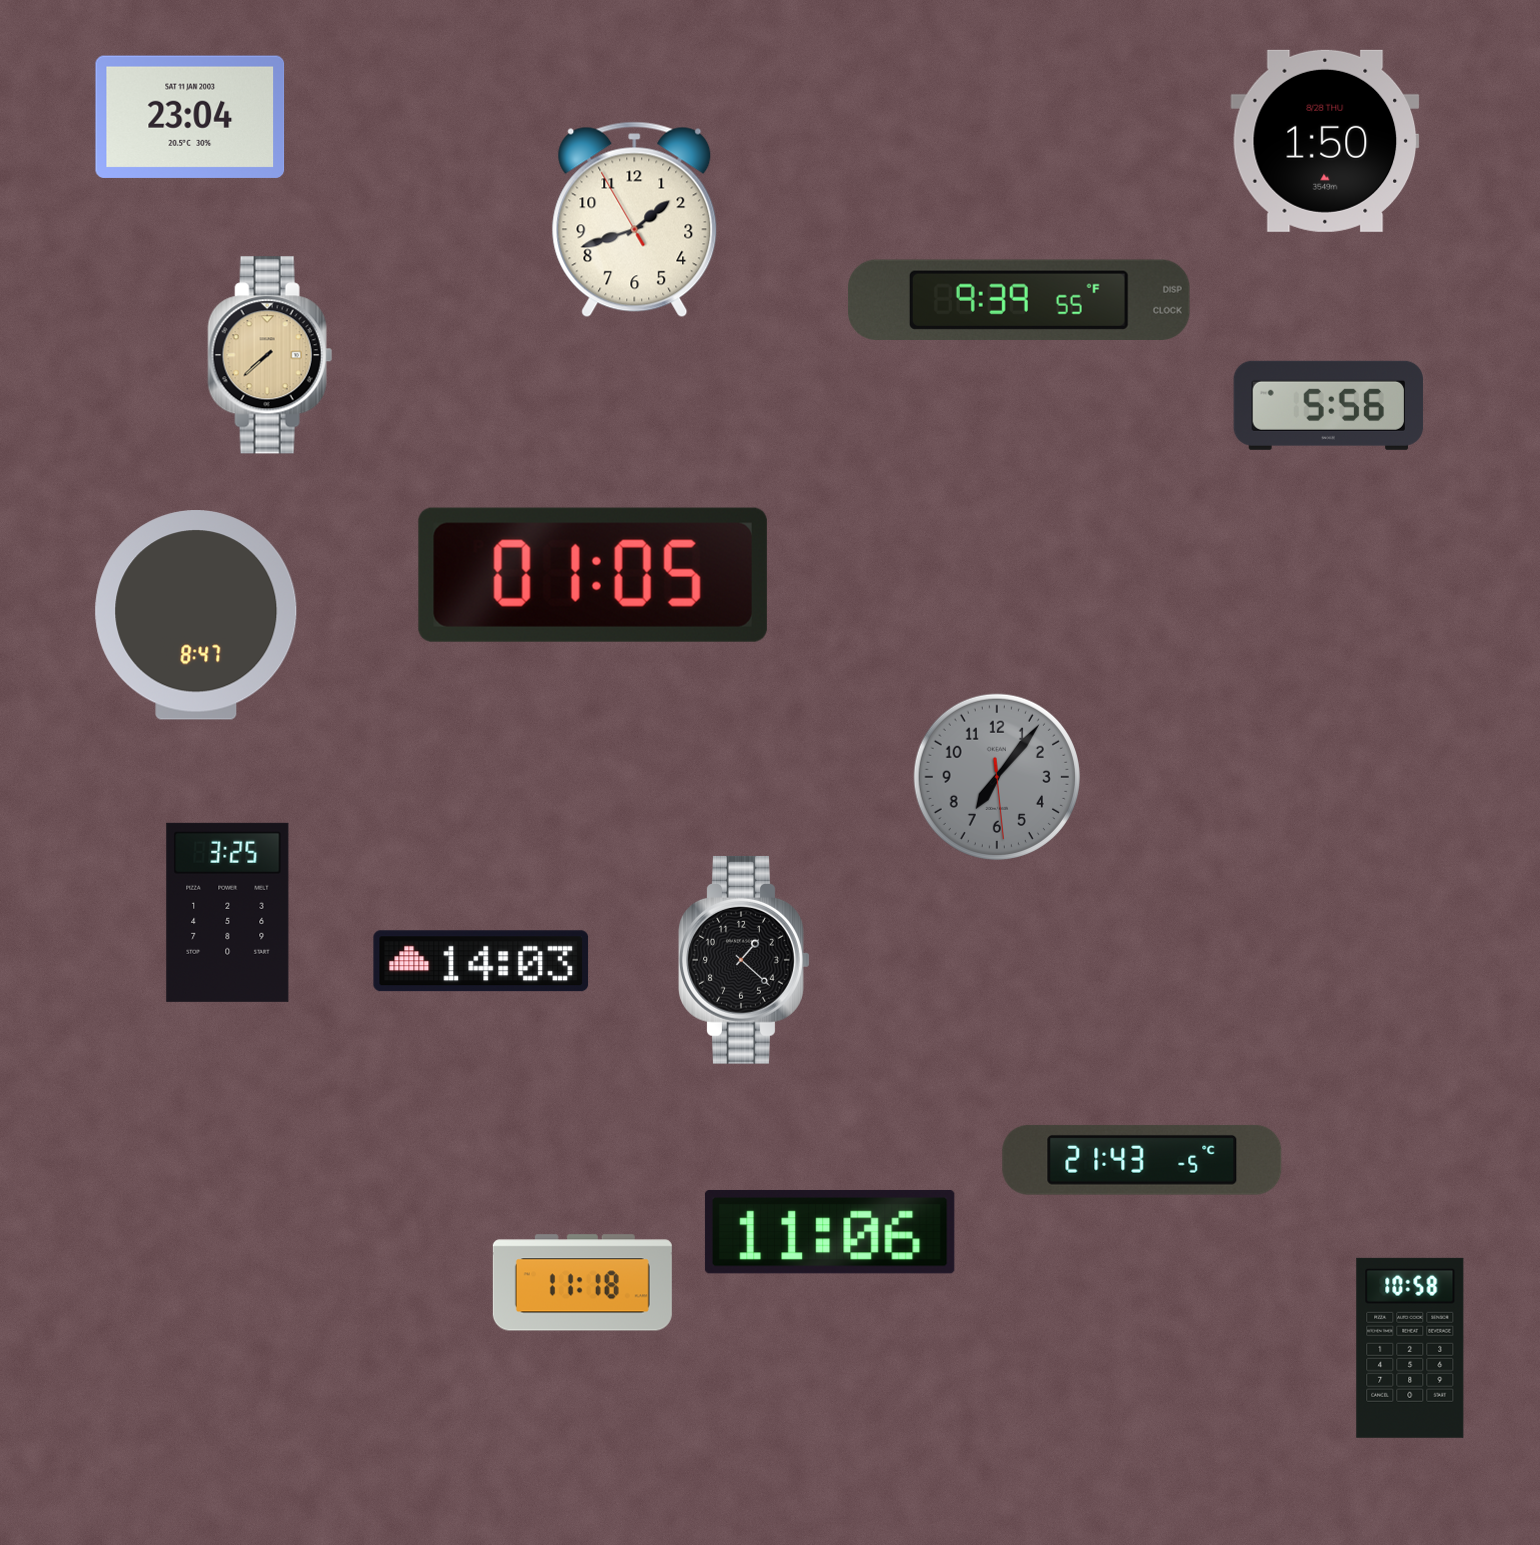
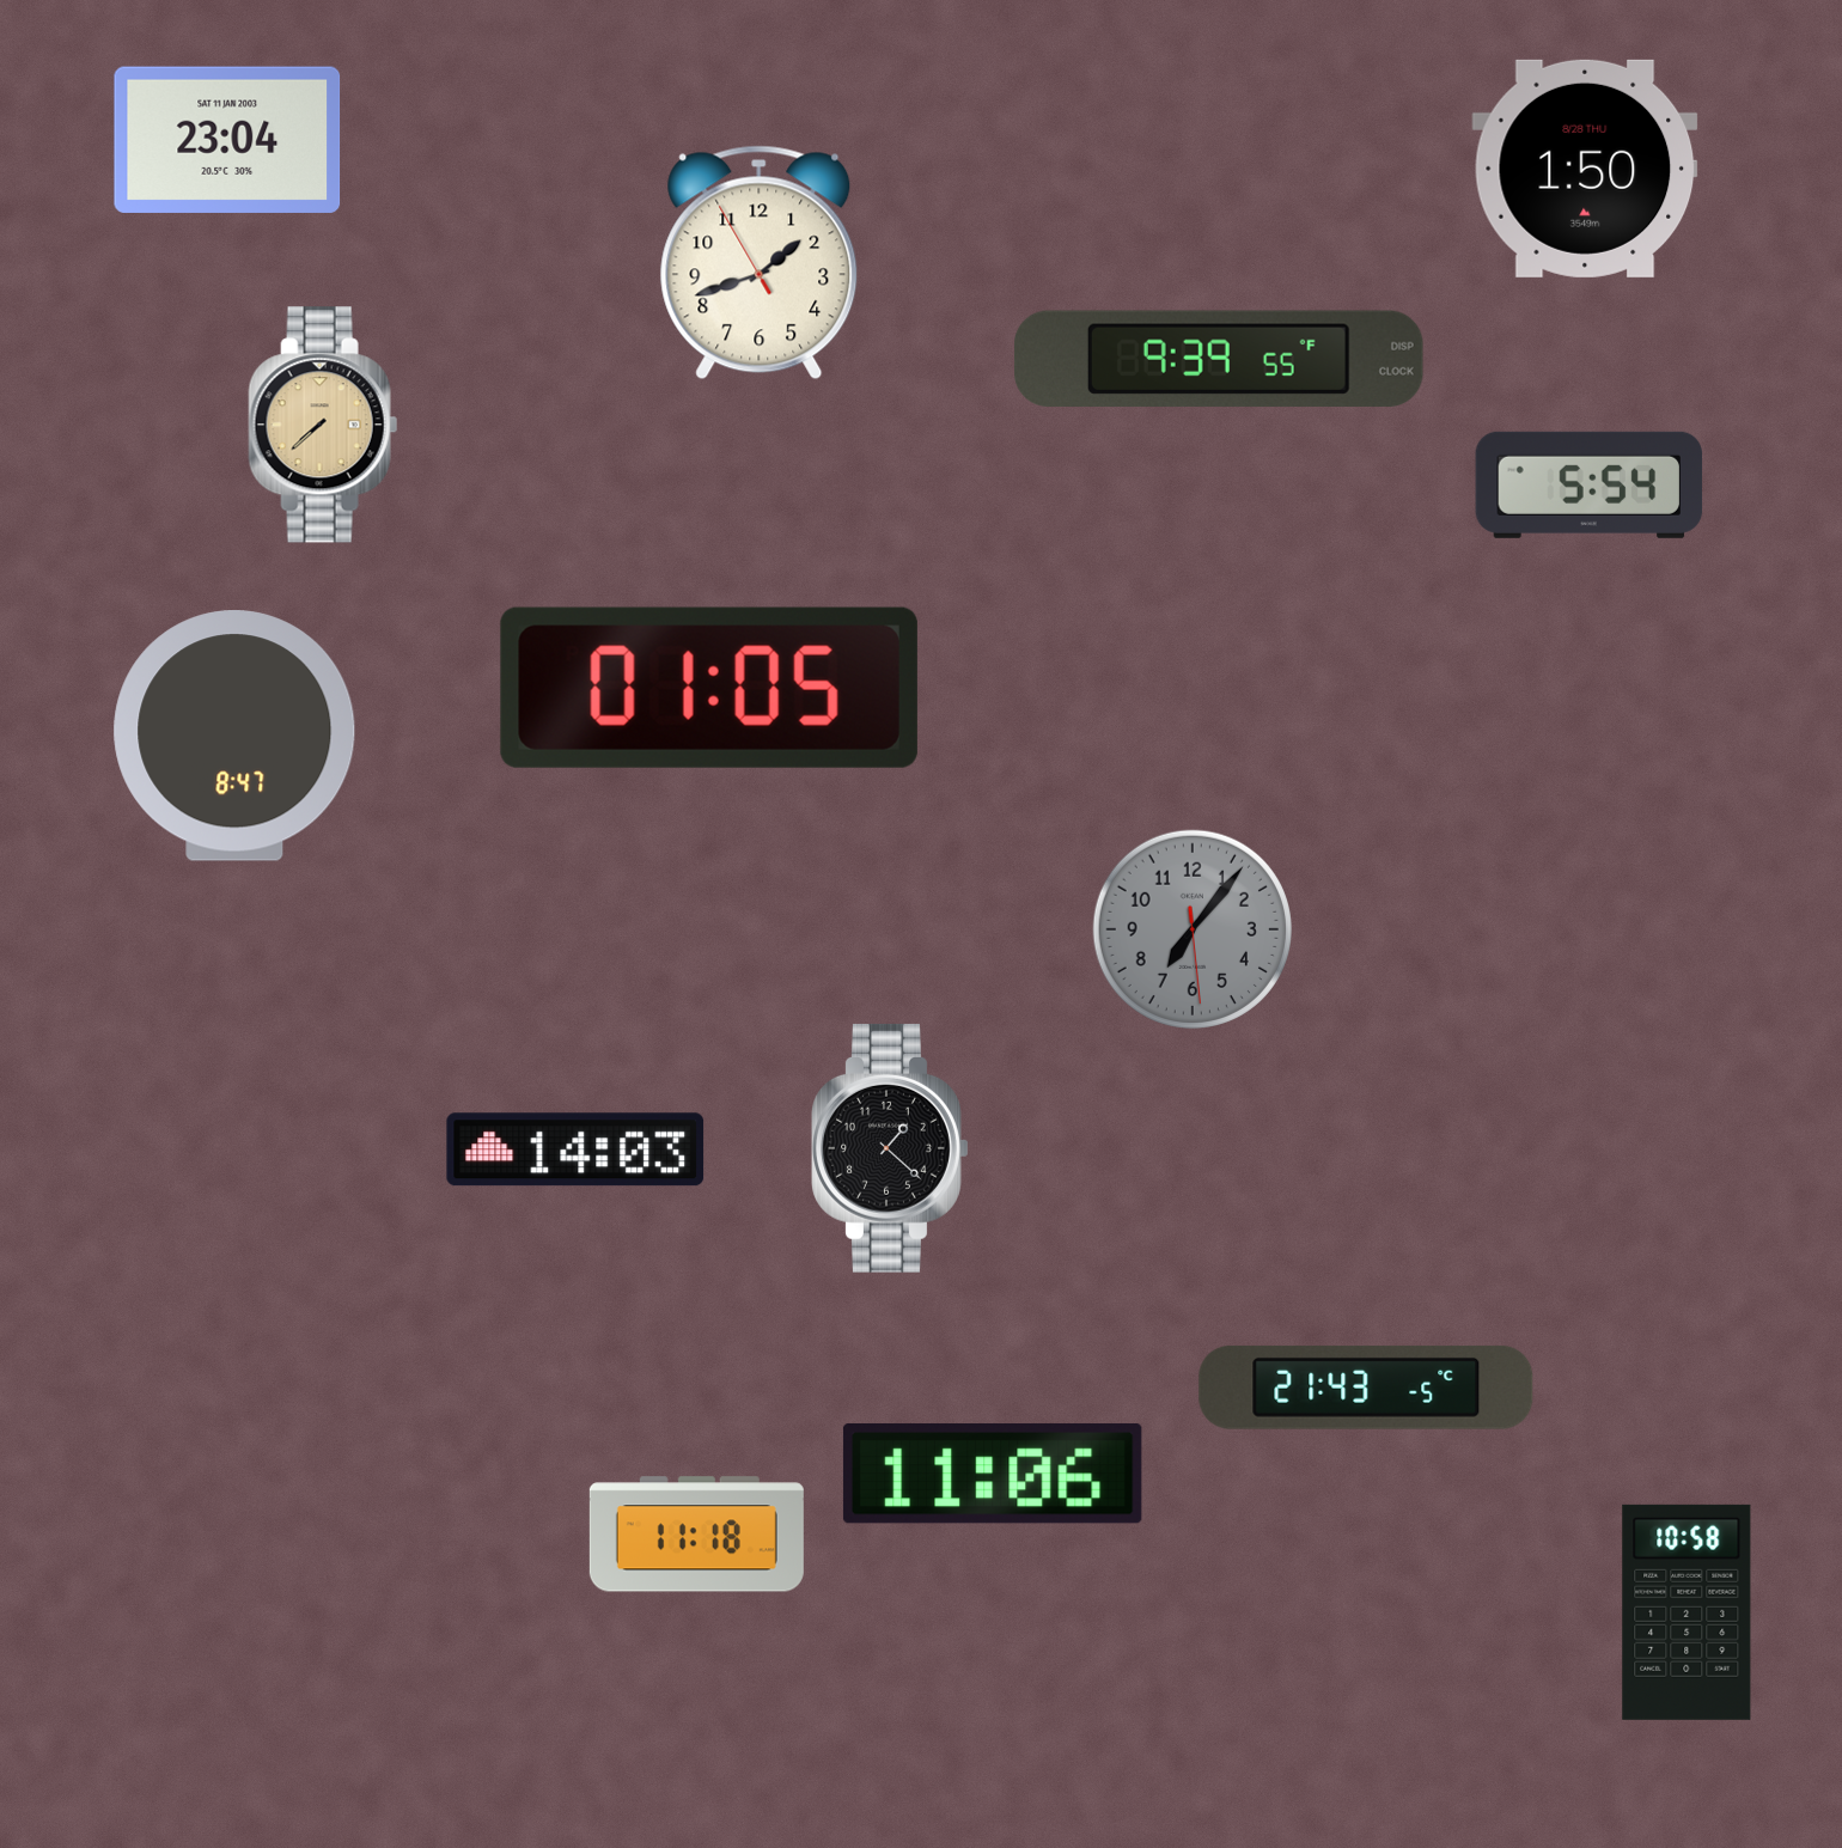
clock at (1329, 405): 5:56 -> 5:54
clock at (228, 912): 3:25 -> none
